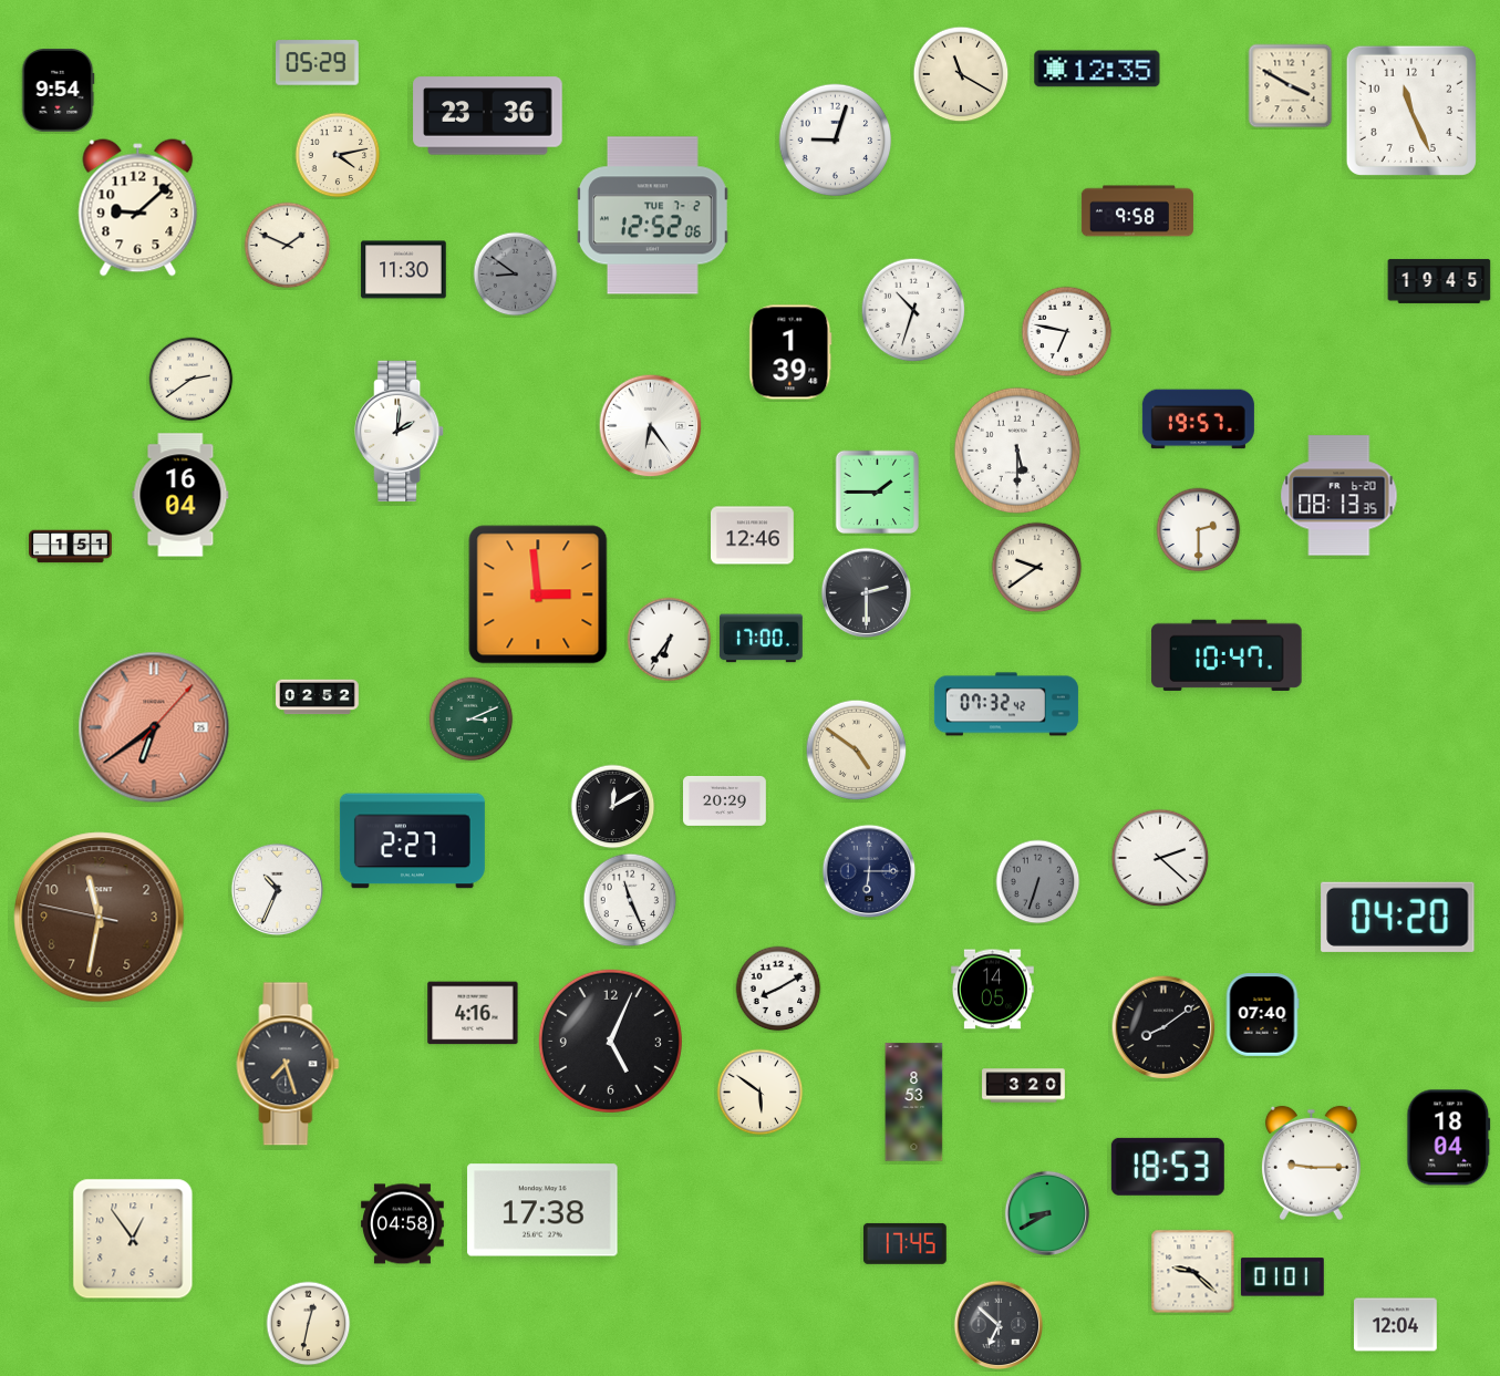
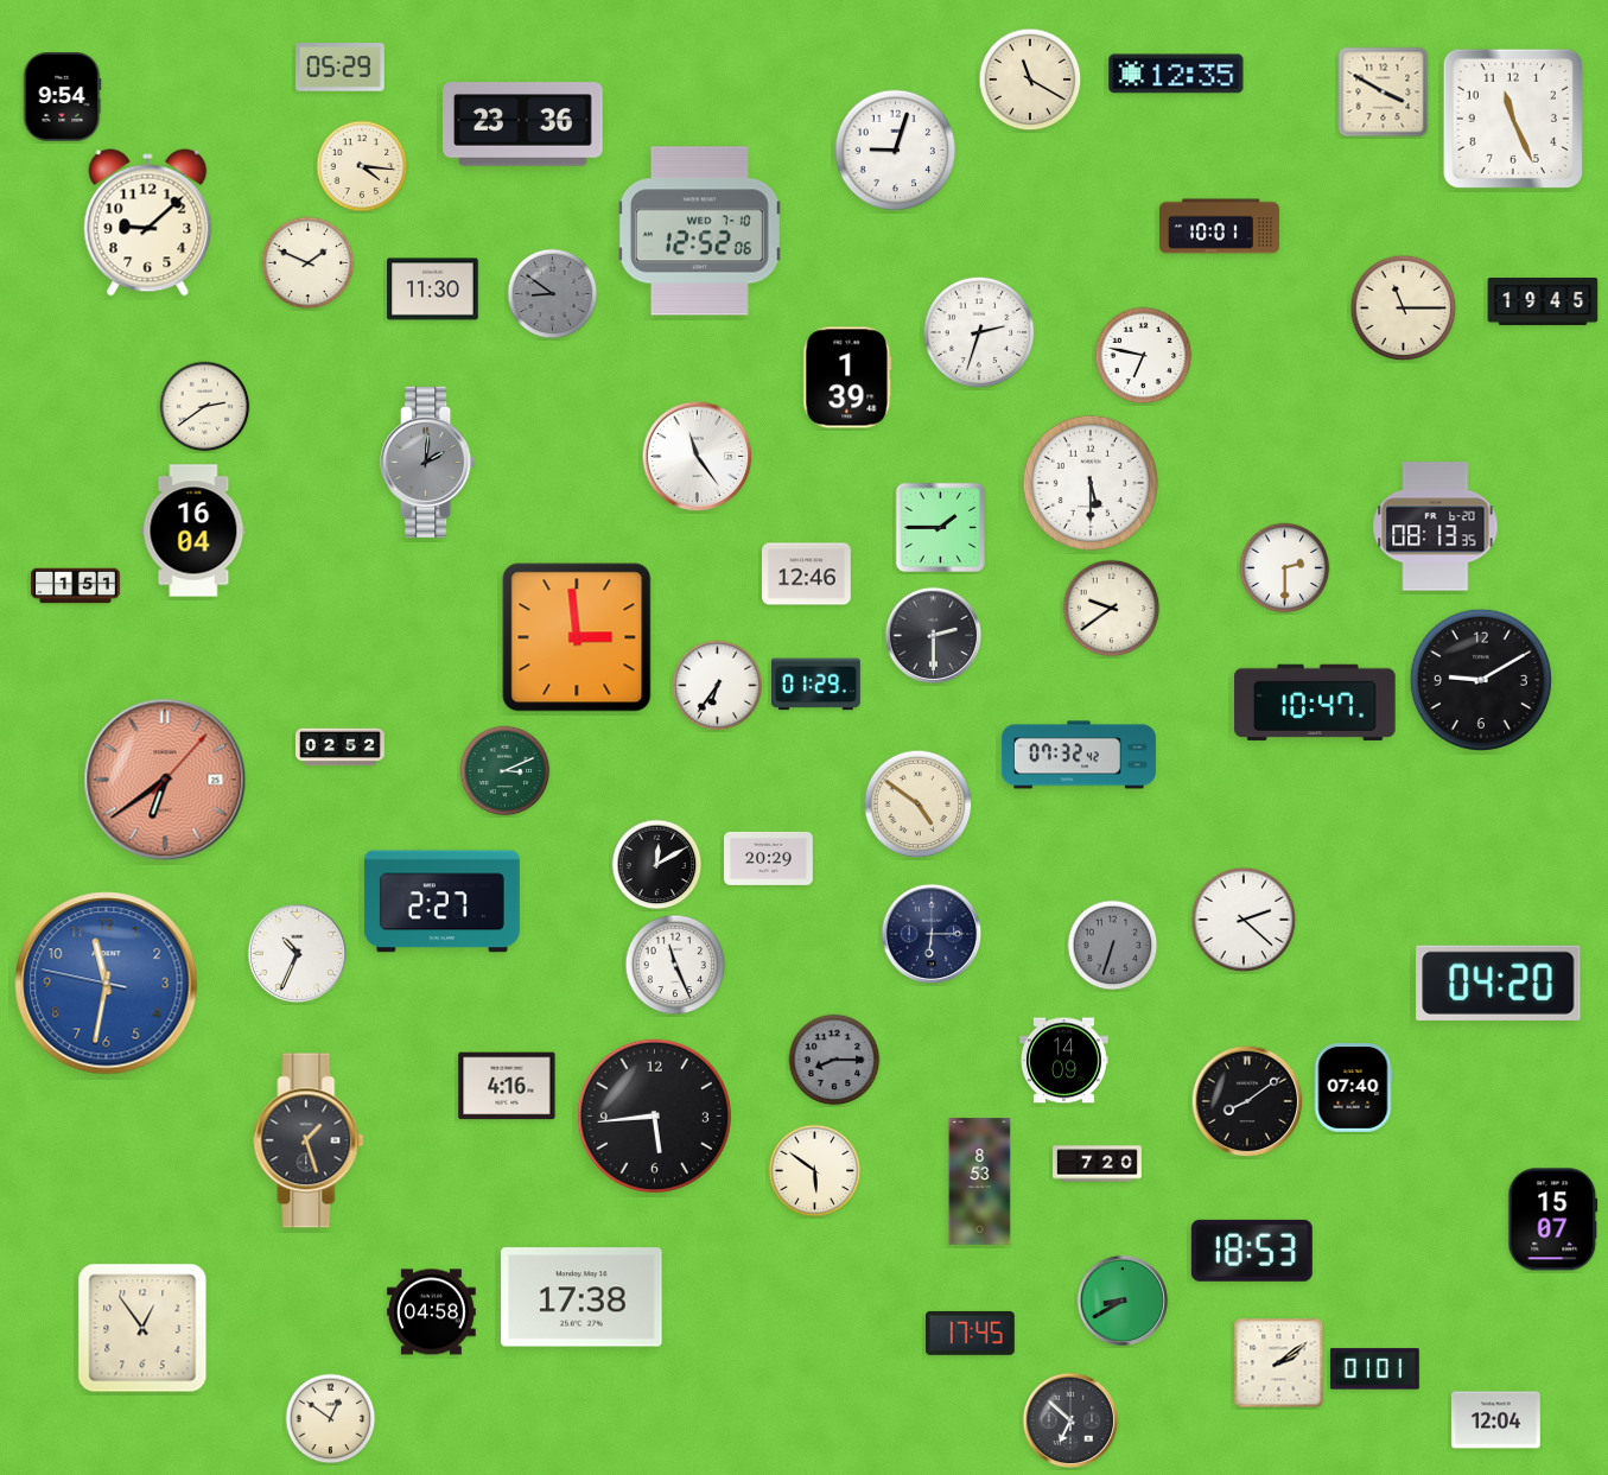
clock at (338, 155): 4:13 -> 4:16
clock at (1137, 211): 9:58 -> 10:01
clock at (652, 216) date: TUE 7-2 -> WED 7-10
clock at (1404, 309): none -> 11:15
clock at (913, 310): 10:33 -> 2:33
clock at (1198, 420): 19:57 -> none
clock at (651, 426): 6:24 -> 11:24
clock at (400, 431) dial: white -> grey
clock at (1339, 496) position: (1339, 496) -> (1436, 527)
clock at (867, 593) position: (867, 593) -> (934, 636)
clock at (1481, 680): none -> 9:10
clock at (762, 639): 17:00 -> 01:29
clock at (725, 800) position: (725, 800) -> (769, 858)
clock at (100, 918) dial: brown -> blue
clock at (778, 989): 8:10 -> 8:15
clock at (778, 989) dial: white -> grey
clock at (993, 990): 14:05 -> 14:09
clock at (610, 1041): 5:04 -> 5:44
clock at (288, 1064): 7:27 -> 1:27
clock at (1024, 1086): 3:20 -> 7:20
clock at (1449, 1138): 18:04 -> 15:07
clock at (1311, 1163): 9:15 -> none
clock at (1193, 1272): 9:22 -> 2:09
clock at (309, 1324): 12:32 -> 12:51
